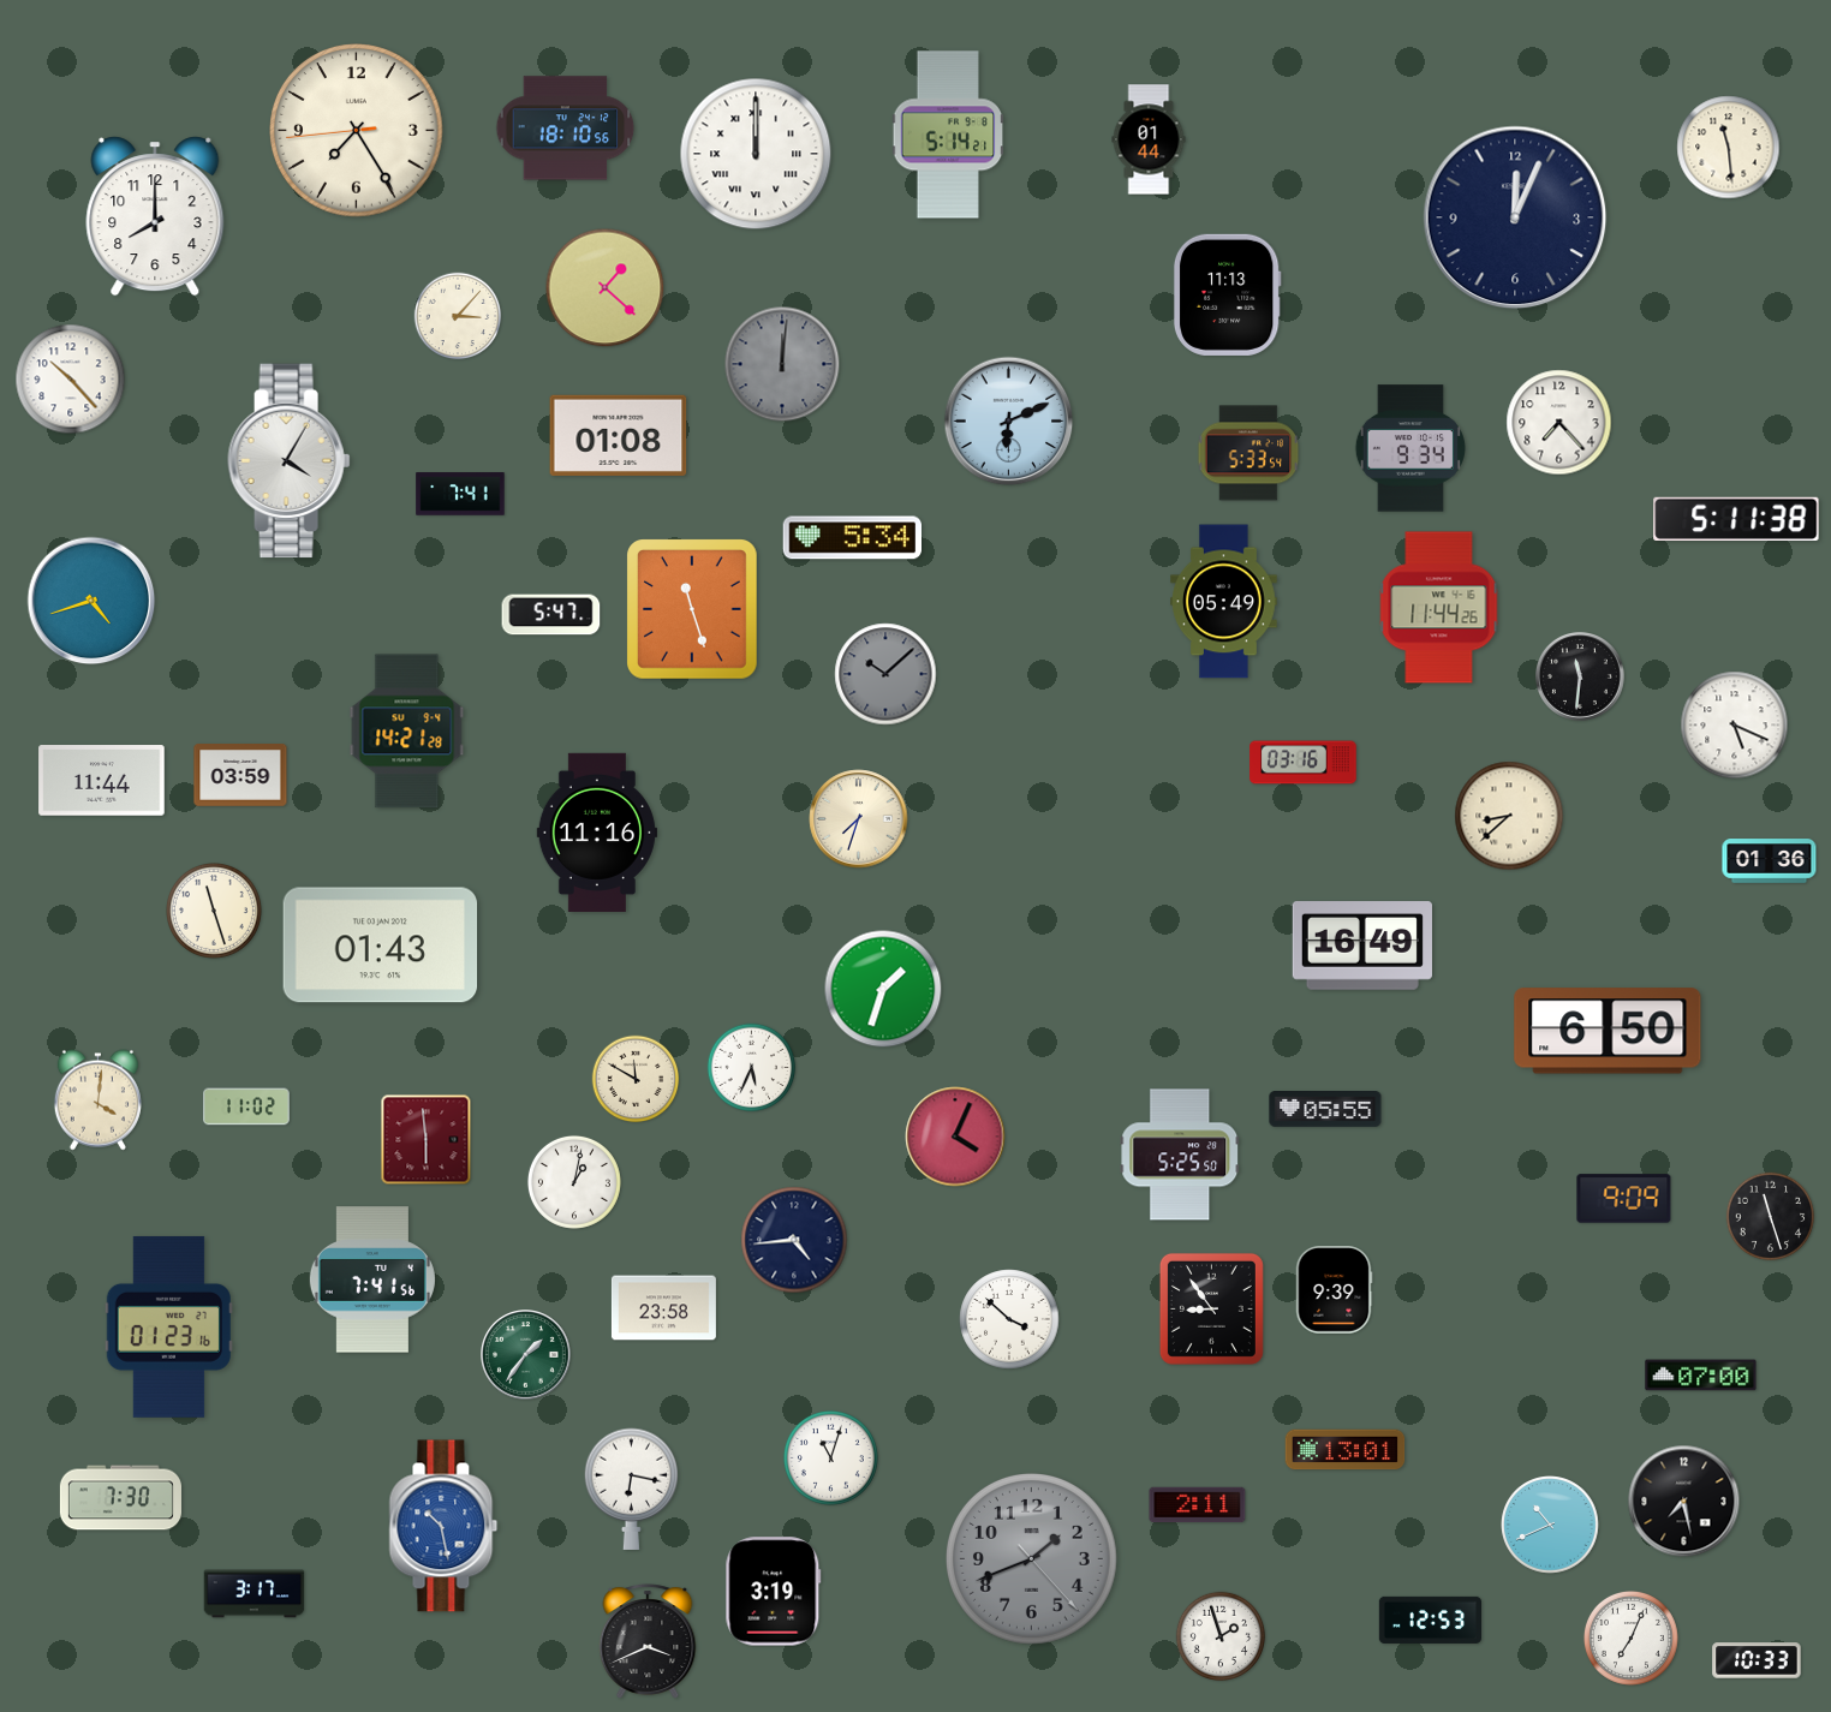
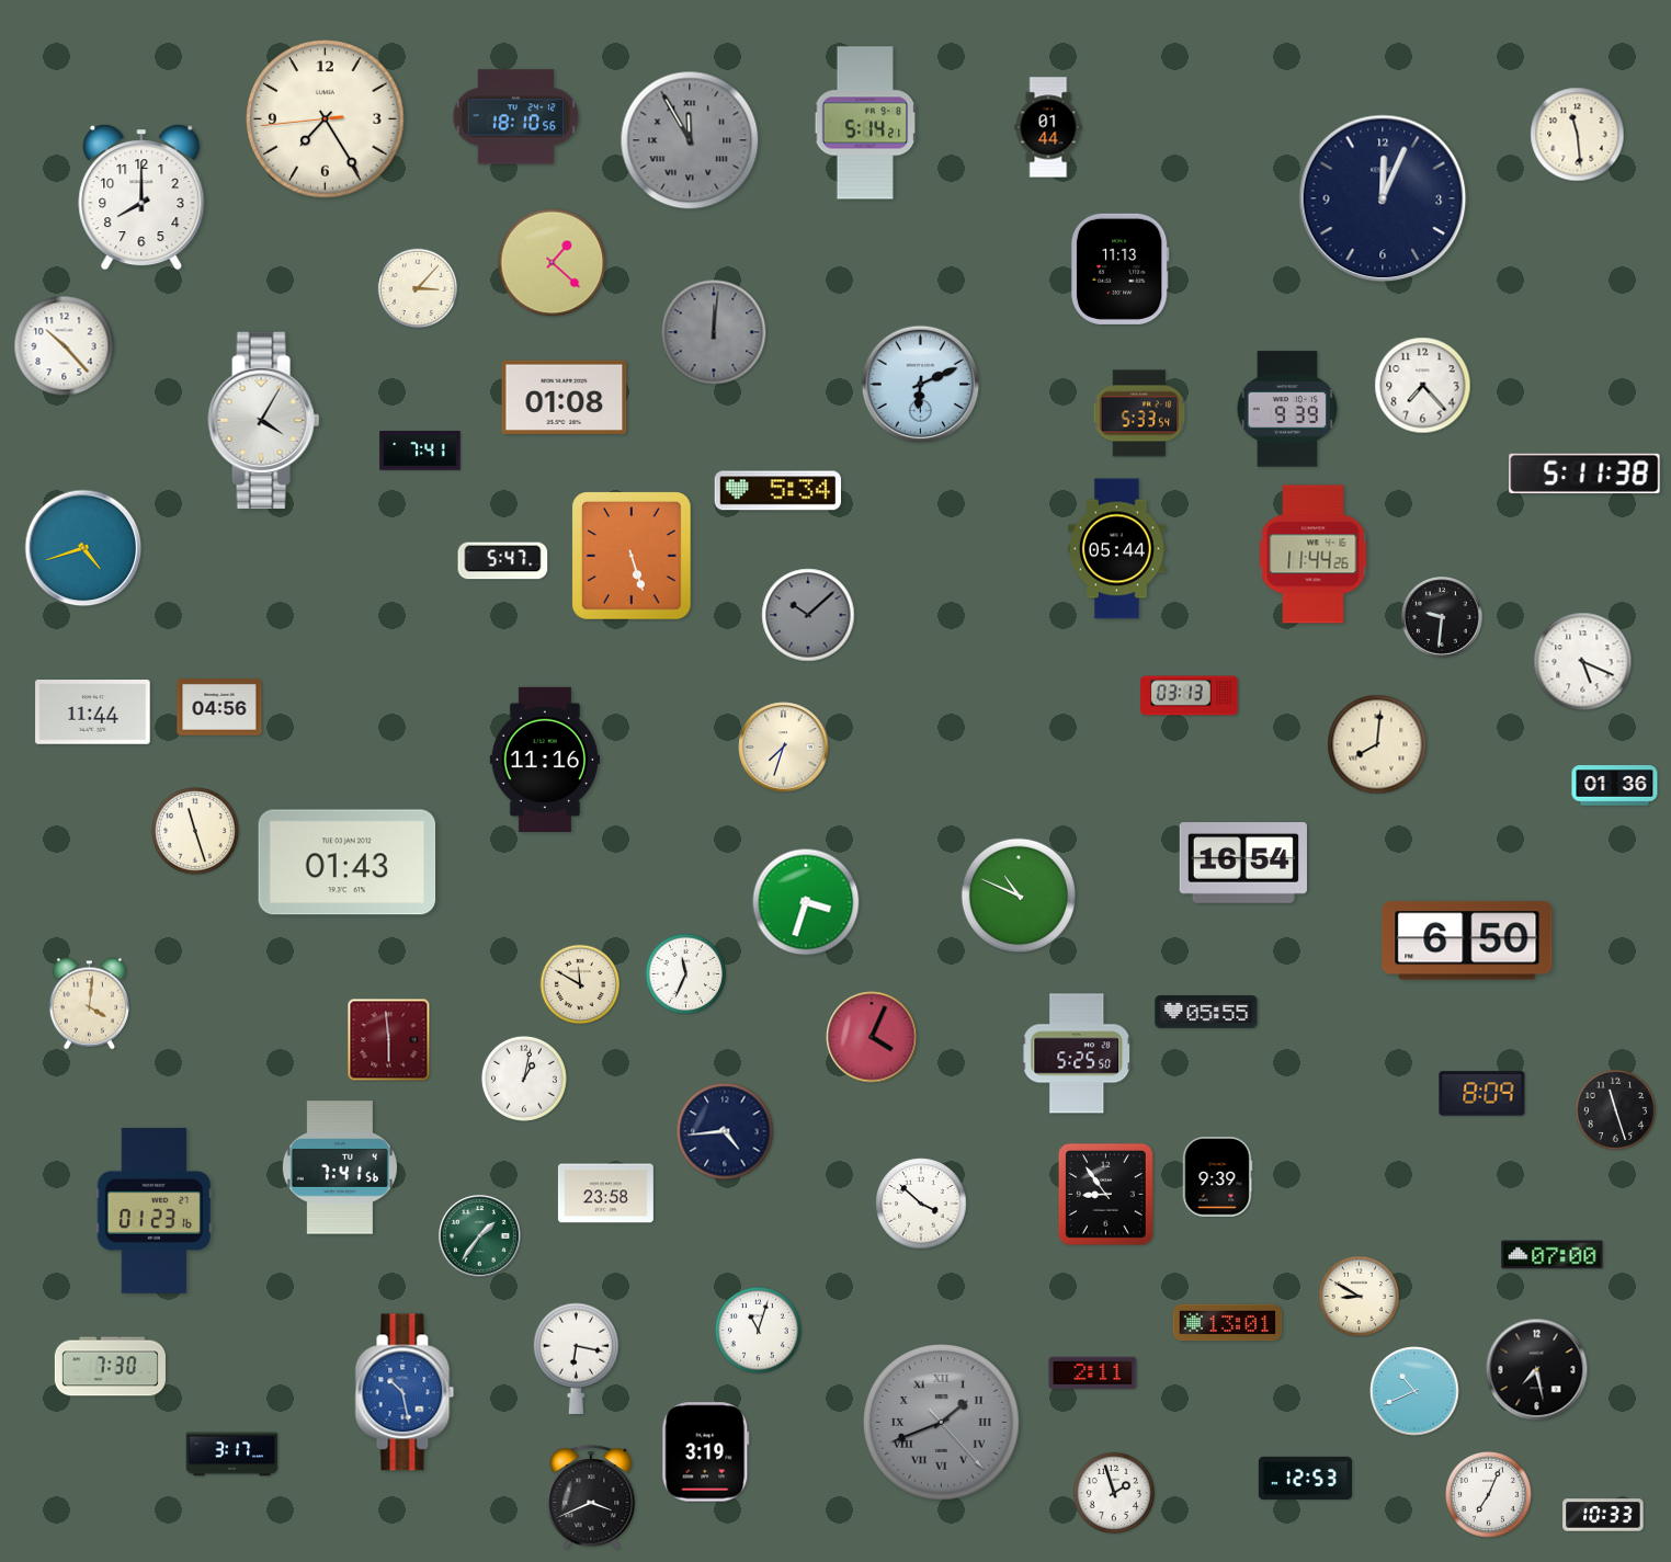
clock at (756, 154): 12:00 -> 11:55
clock at (756, 154) dial: white -> grey
clock at (1409, 448): 9:34 -> 9:39
clock at (1224, 602): 05:49 -> 05:44
clock at (693, 610): 11:27 -> 5:27
clock at (1581, 678): 11:31 -> 9:31
clock at (407, 732): 14:21 -> none
clock at (1304, 763): 03:16 -> 03:13
clock at (240, 776): 03:59 -> 04:56
clock at (1509, 816): 8:38 -> 8:01
clock at (1362, 946): 16:49 -> 16:54
clock at (1018, 894): none -> 10:49
clock at (883, 989): 1:33 -> 3:33
clock at (752, 1068): 5:34 -> 11:34
clock at (247, 1106): 11:02 -> none
clock at (1325, 1110) position: (1325, 1110) -> (1206, 1013)
clock at (1624, 1199): 9:09 -> 8:09
clock at (1360, 1297): none -> 8:50
clock at (1031, 1558) numerals: Arabic -> Roman
